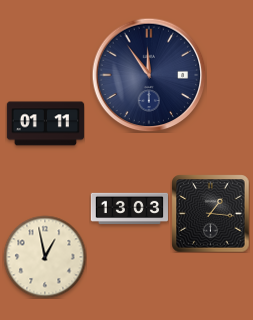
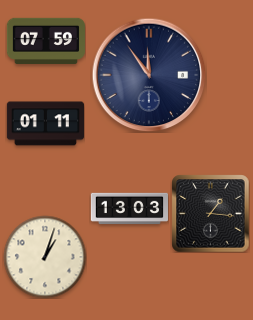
clock at (46, 41): none -> 07:59
clock at (45, 257): 12:58 -> 1:03
